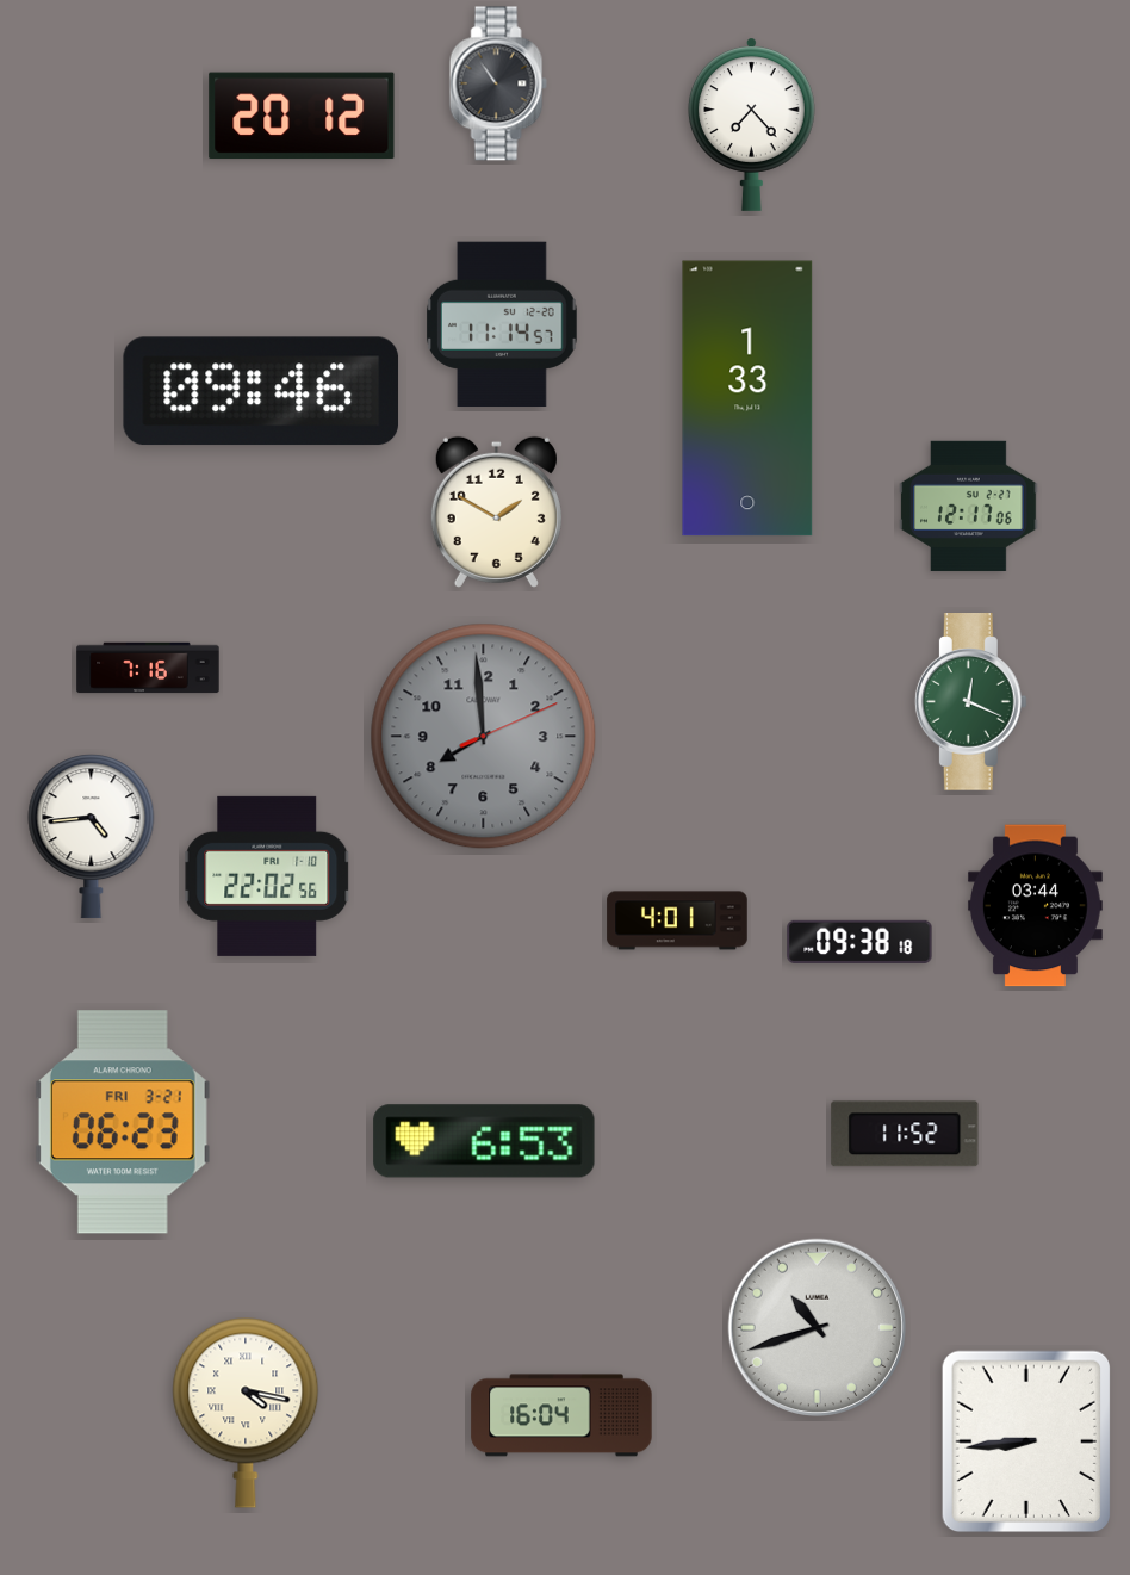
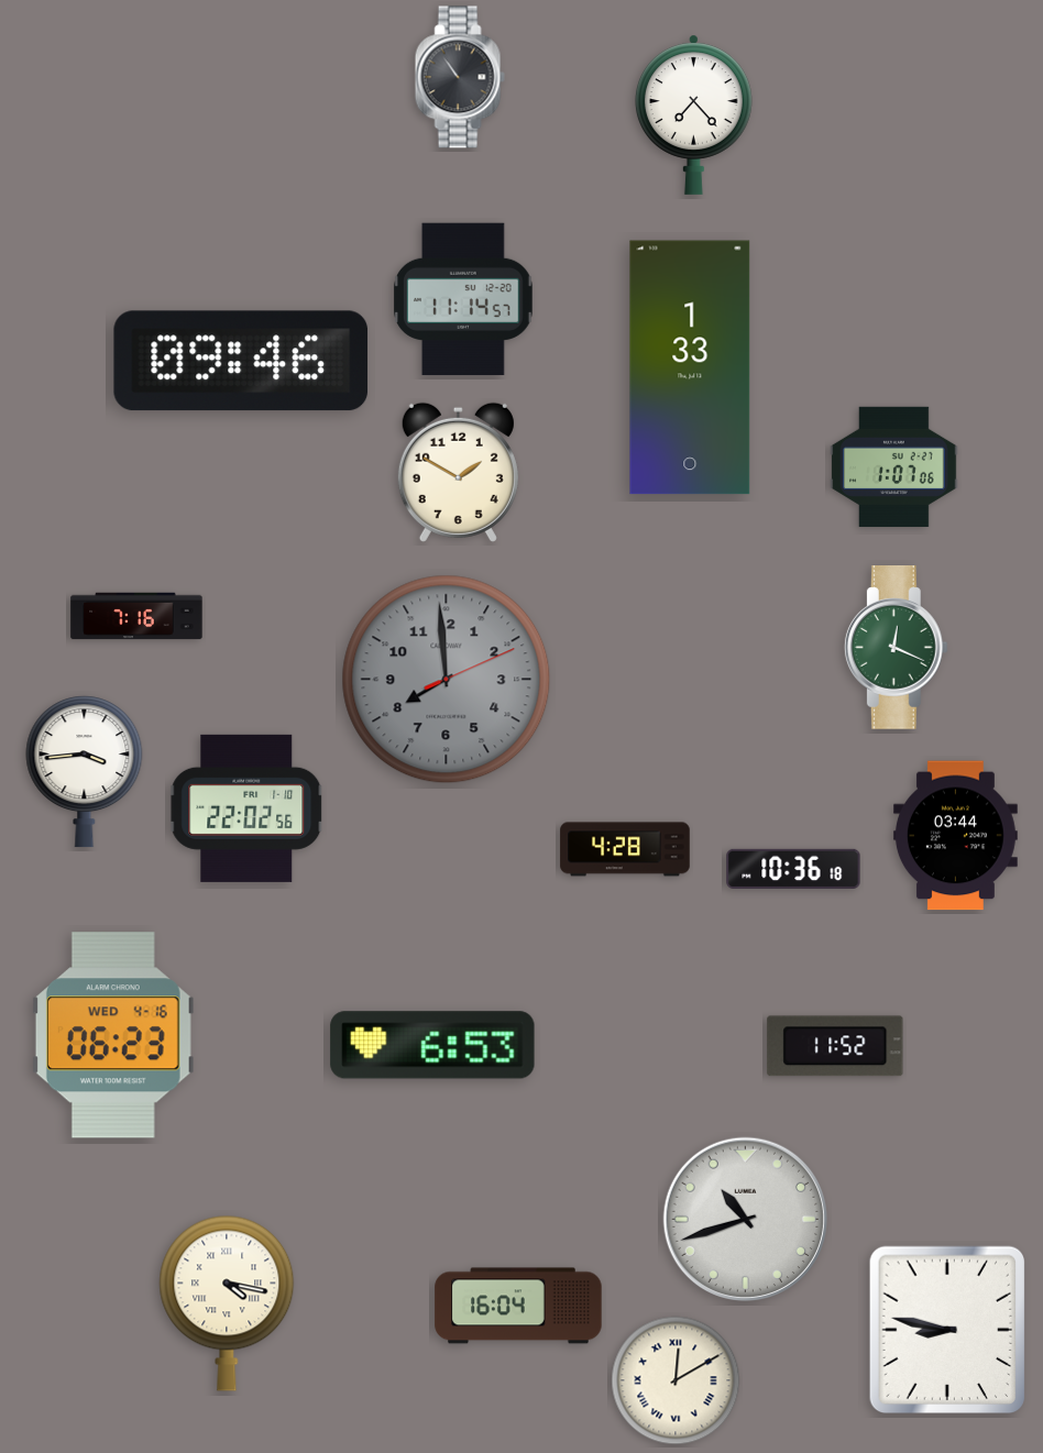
clock at (302, 116): 20:12 -> none
clock at (969, 506): 12:17 -> 1:07
clock at (92, 837): 4:44 -> 3:44
clock at (677, 920): 4:01 -> 4:28
clock at (859, 942): 09:38 -> 10:36
clock at (123, 1122) date: FRI 3-21 -> WED 4-16
clock at (484, 1141) position: (484, 1141) -> (432, 1045)
clock at (817, 1327) position: (817, 1327) -> (745, 1219)
clock at (1025, 1441): 8:44 -> 8:47
clock at (676, 1380): none -> 12:10
